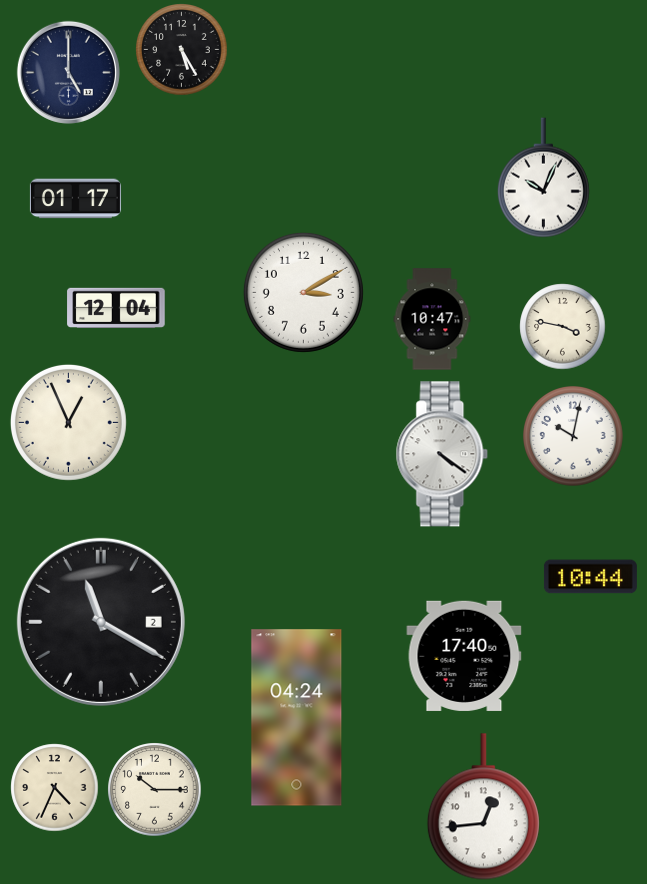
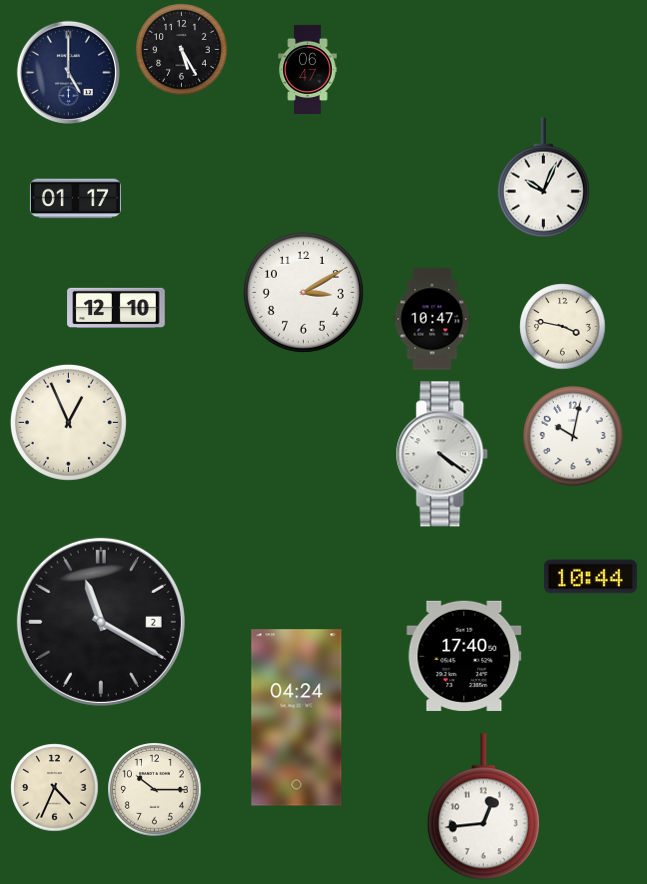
clock at (308, 69): none -> 06:47
clock at (116, 307): 12:04 -> 12:10
